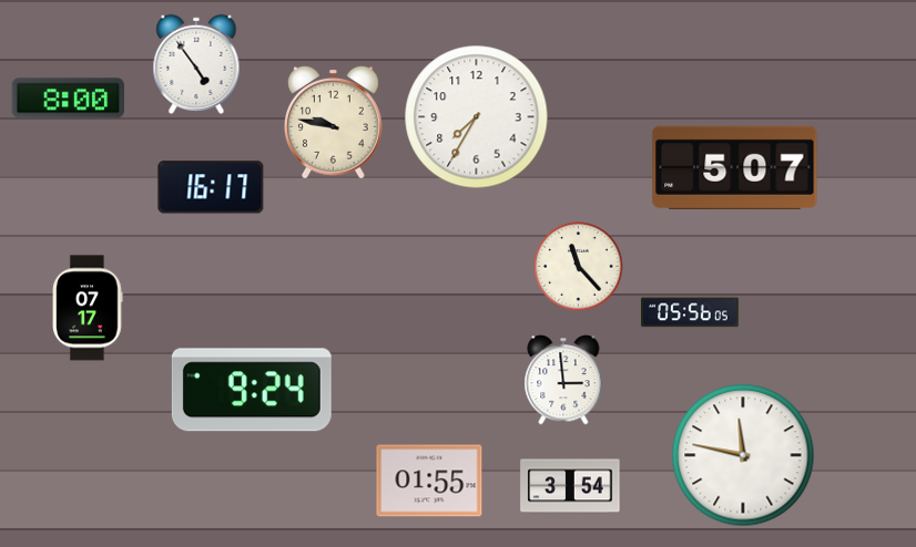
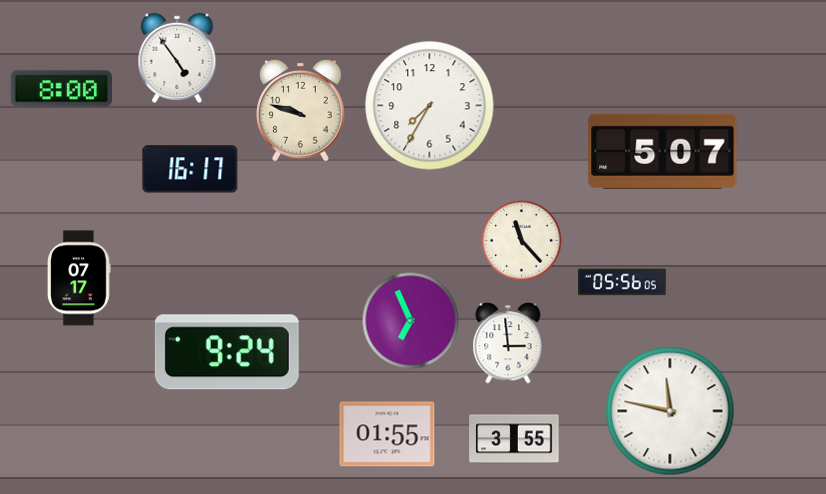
clock at (334, 122): 9:47 -> 9:48
clock at (411, 321): none -> 6:56
clock at (570, 486): 3:54 -> 3:55
